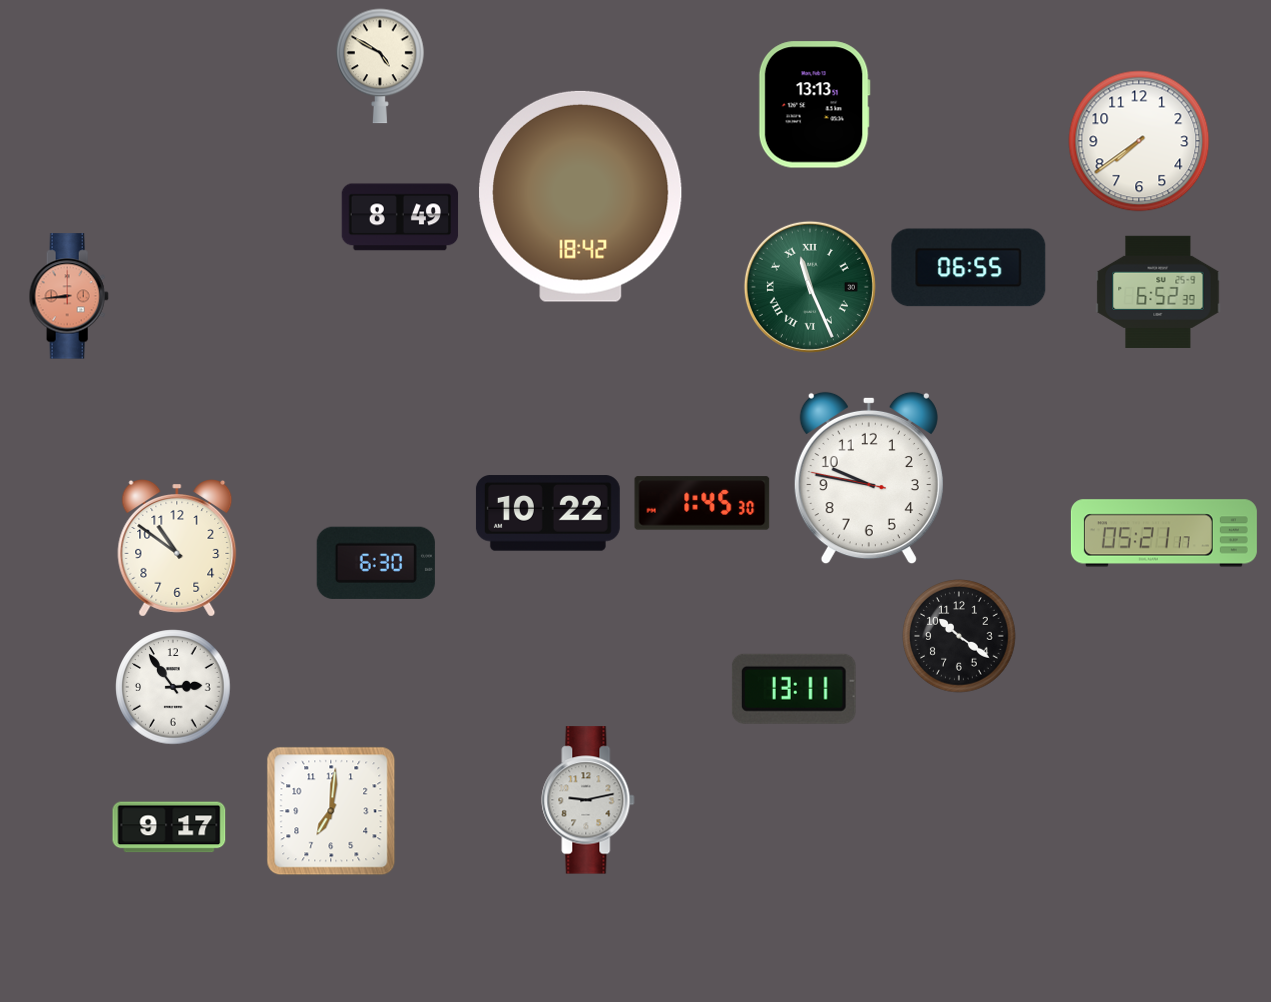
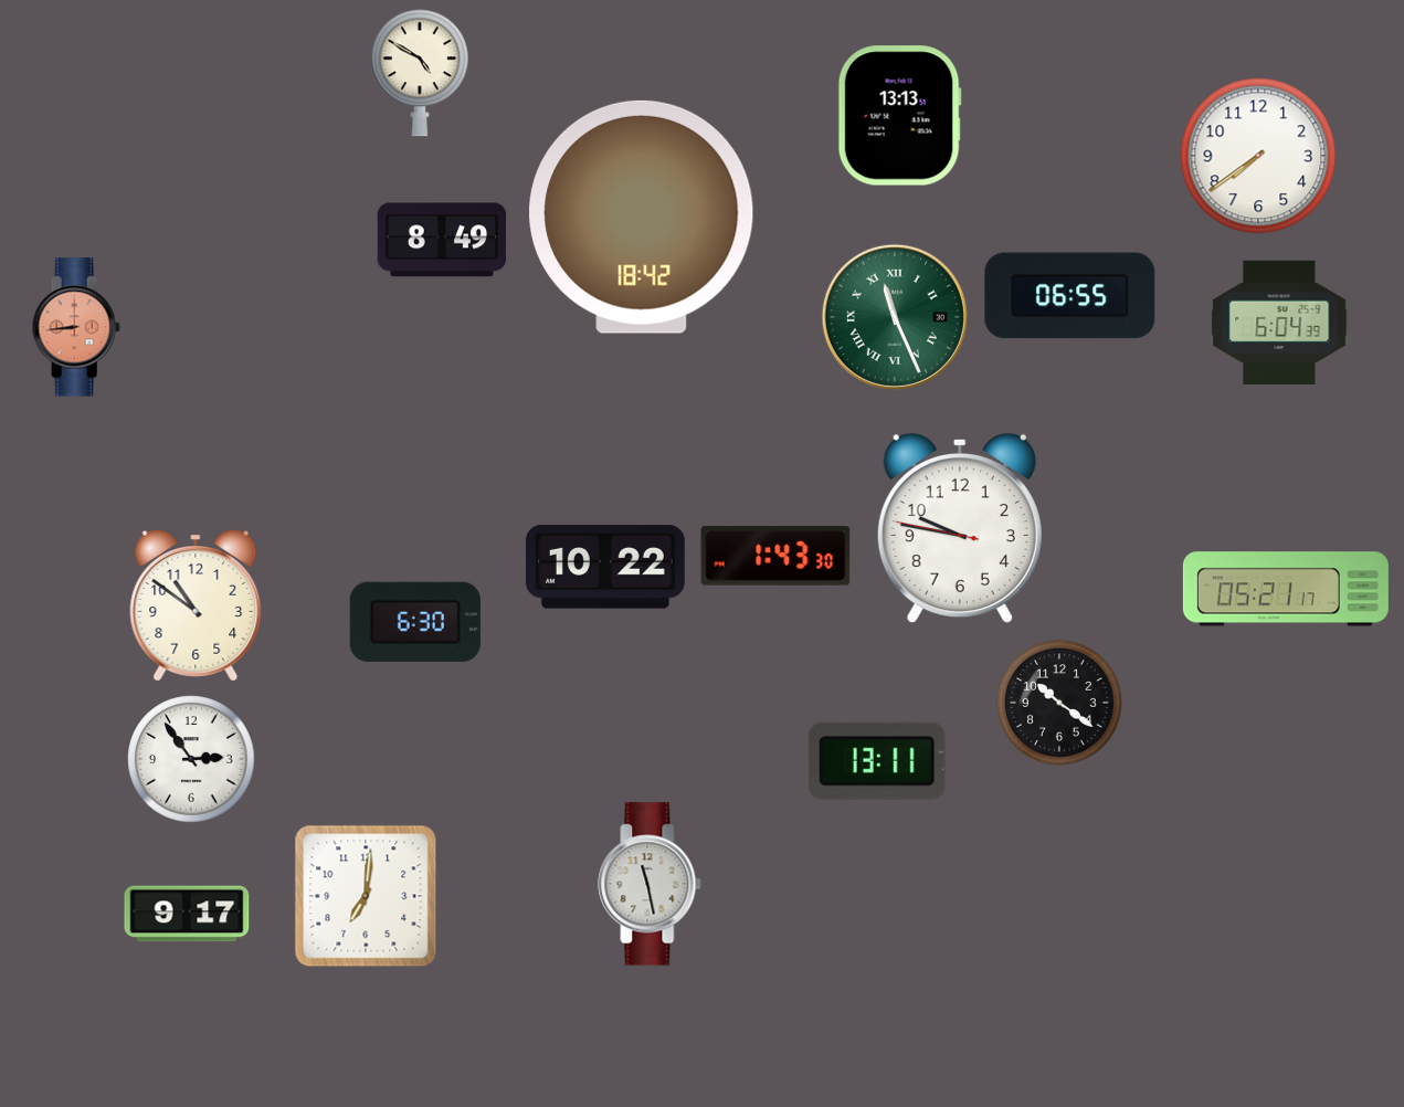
clock at (1158, 292): 6:52 -> 6:04
clock at (702, 503): 1:45 -> 1:43
clock at (588, 800): 9:13 -> 11:28
